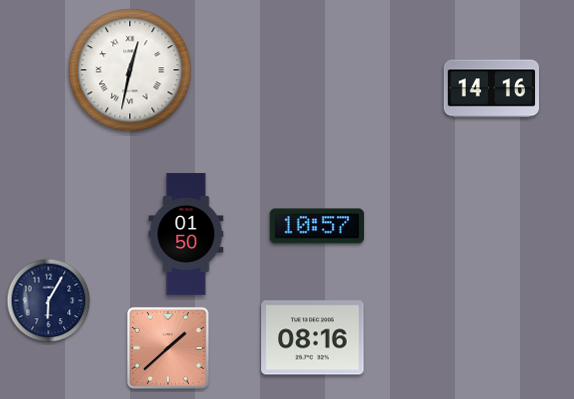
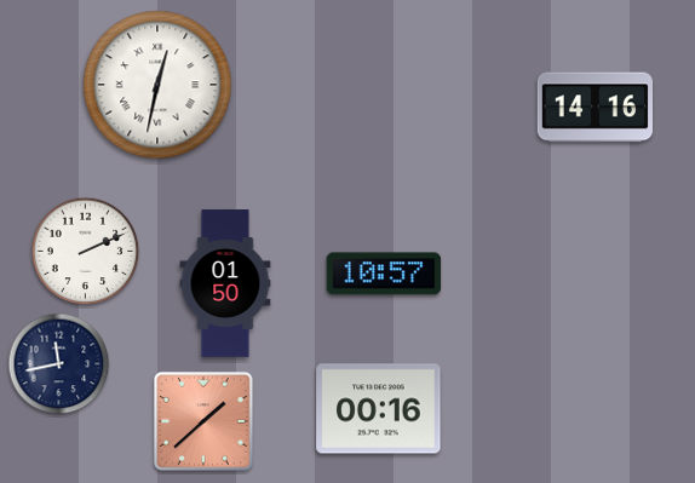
clock at (86, 252): none -> 2:11
clock at (49, 301): 6:05 -> 11:43
clock at (313, 338): 08:16 -> 00:16
